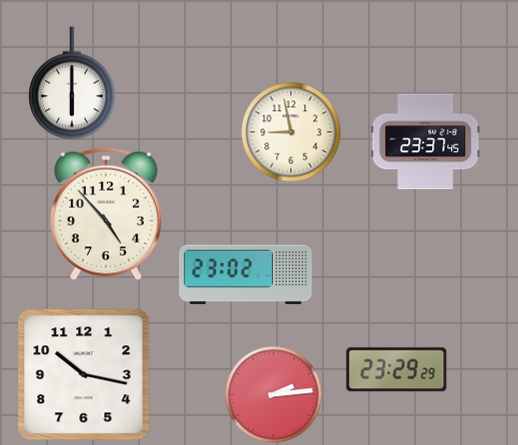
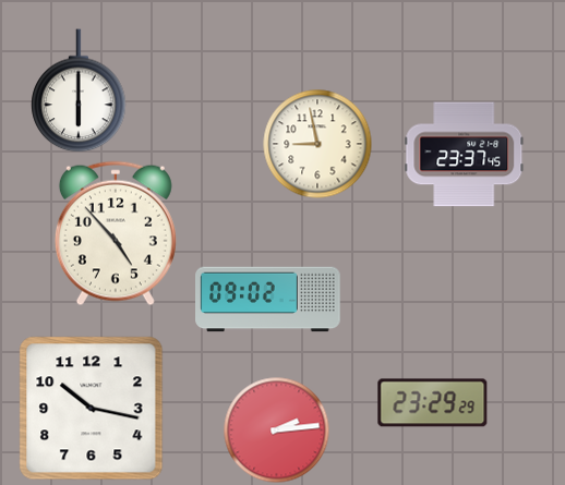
clock at (246, 275): 23:02 -> 09:02
clock at (273, 394) position: (273, 394) -> (276, 429)
